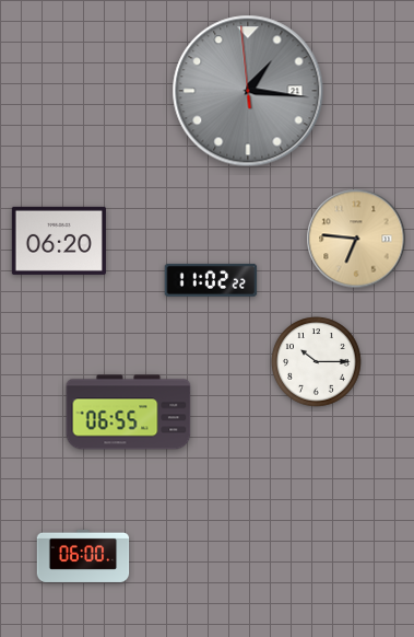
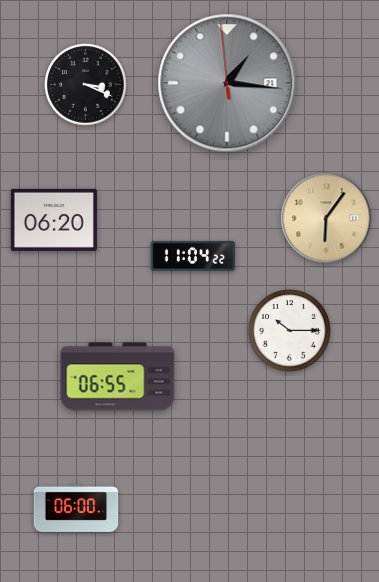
clock at (86, 85): none -> 3:19
clock at (356, 239): 6:46 -> 6:06
clock at (211, 280): 11:02 -> 11:04
